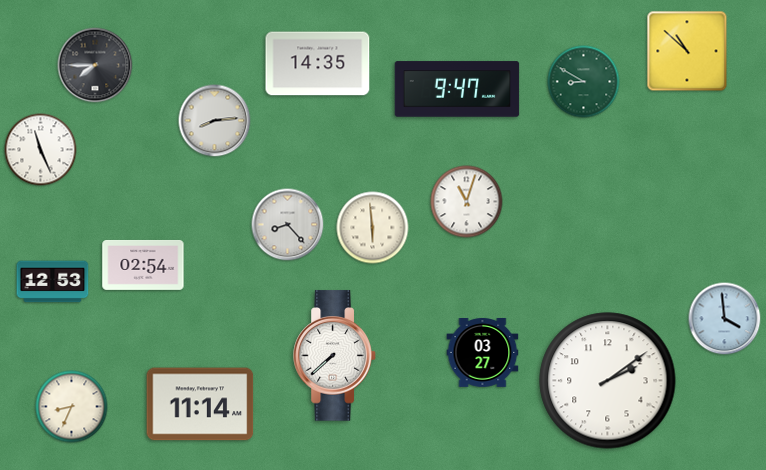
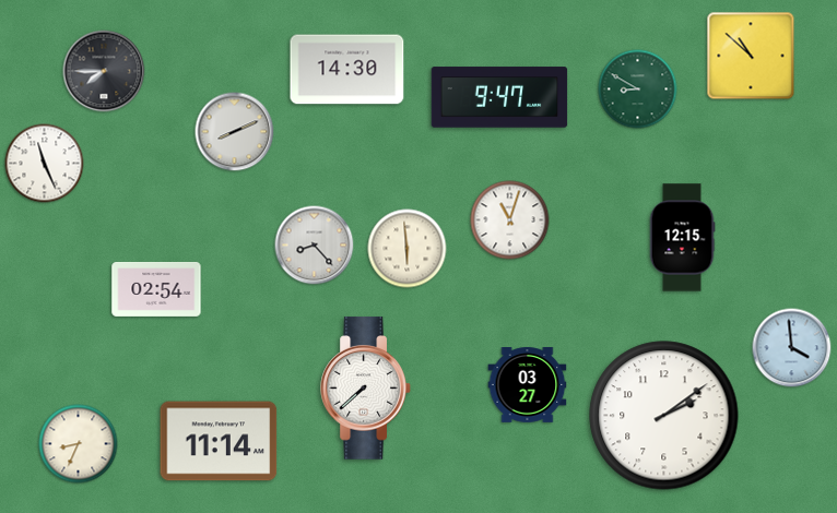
clock at (318, 64): 14:35 -> 14:30
clock at (215, 121): 8:14 -> 8:11
clock at (682, 238): none -> 12:15
clock at (53, 282): 12:53 -> none
